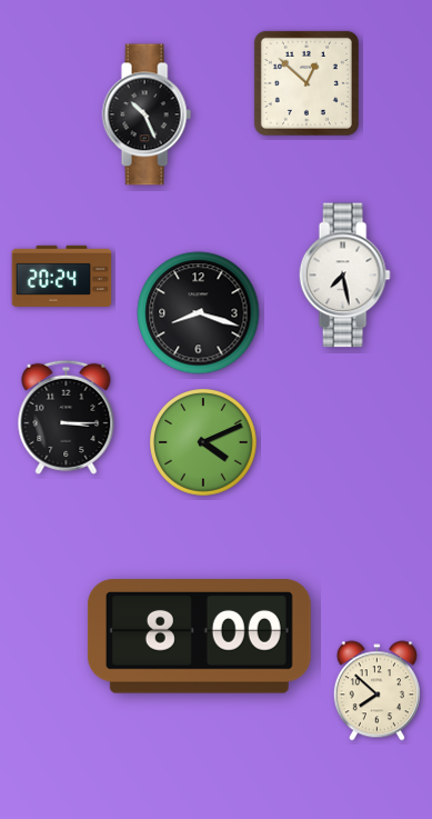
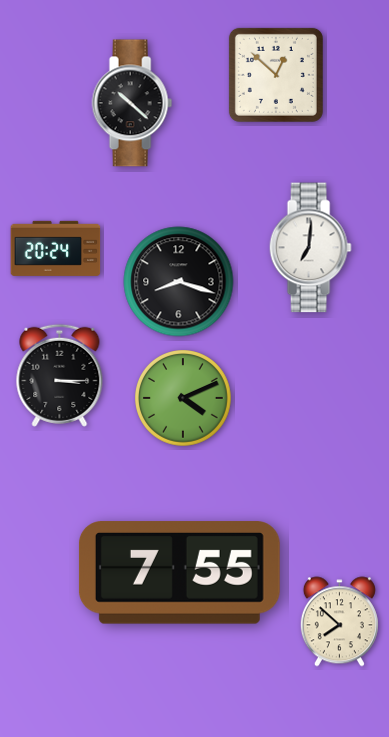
clock at (147, 114): 10:26 -> 10:22
clock at (344, 276): 7:28 -> 7:01
clock at (199, 637): 8:00 -> 7:55
